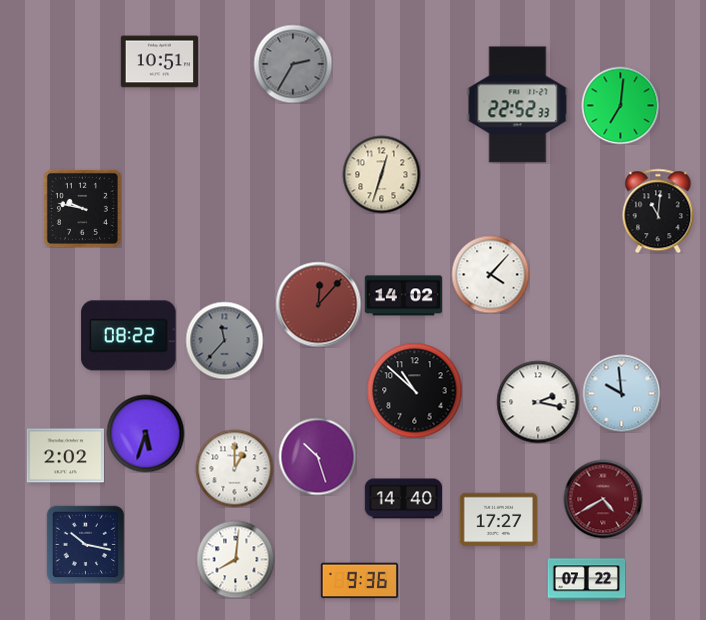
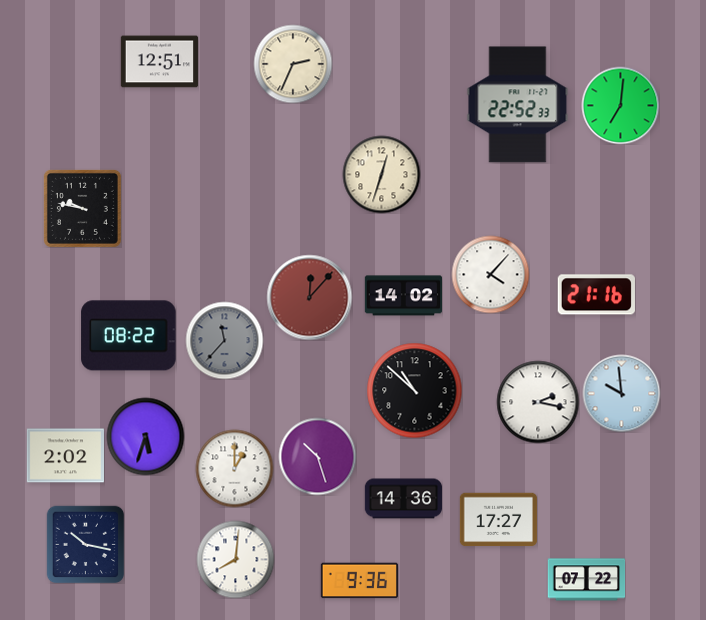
clock at (159, 62): 10:51 -> 12:51
clock at (293, 64): 2:35 -> 2:34
clock at (293, 64) dial: grey -> cream
clock at (658, 211): 11:01 -> none
clock at (596, 295): none -> 21:16
clock at (318, 304) position: (318, 304) -> (309, 297)
clock at (145, 433) position: (145, 433) -> (145, 436)
clock at (403, 499): 14:40 -> 14:36
clock at (603, 499): 4:40 -> none
